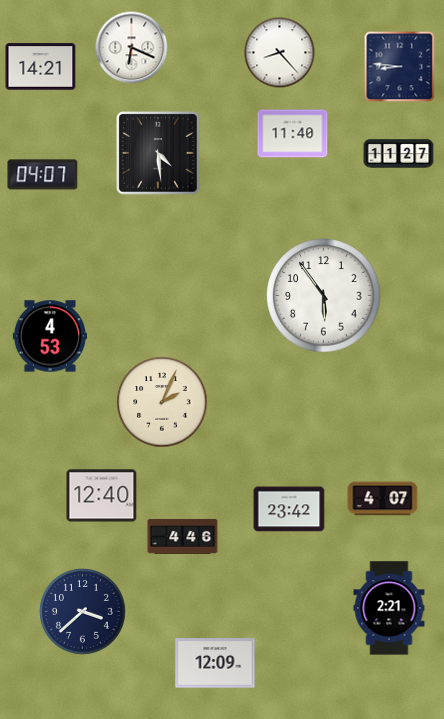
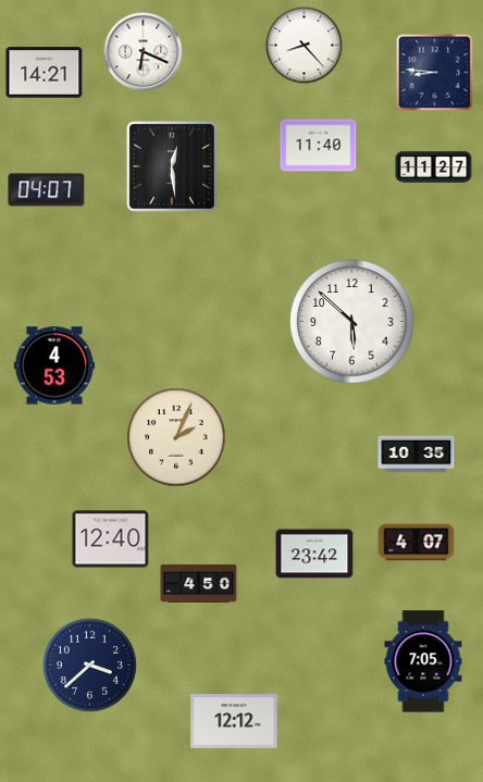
clock at (280, 53) position: (280, 53) -> (305, 46)
clock at (158, 153): 4:29 -> 12:29
clock at (324, 296): 5:54 -> 5:52
clock at (417, 455): none -> 10:35
clock at (183, 536): 4:46 -> 4:50
clock at (389, 608): 2:21 -> 7:05
clock at (215, 663): 12:09 -> 12:12
